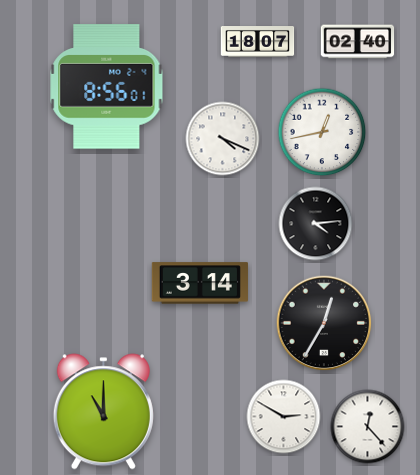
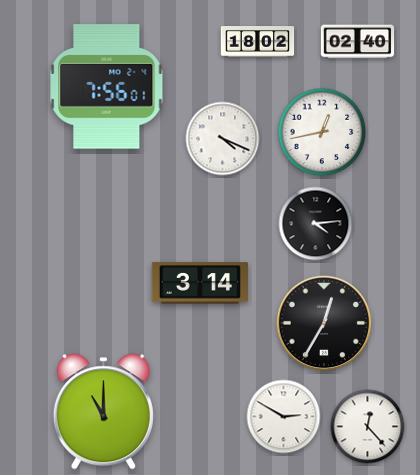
clock at (258, 42): 18:07 -> 18:02
clock at (107, 87): 8:56 -> 7:56
